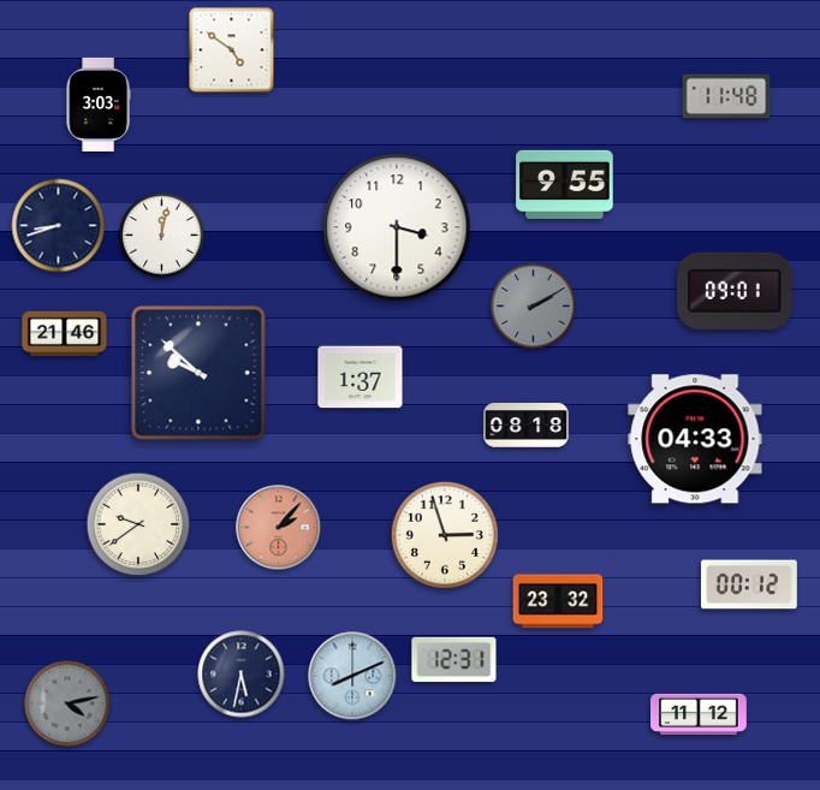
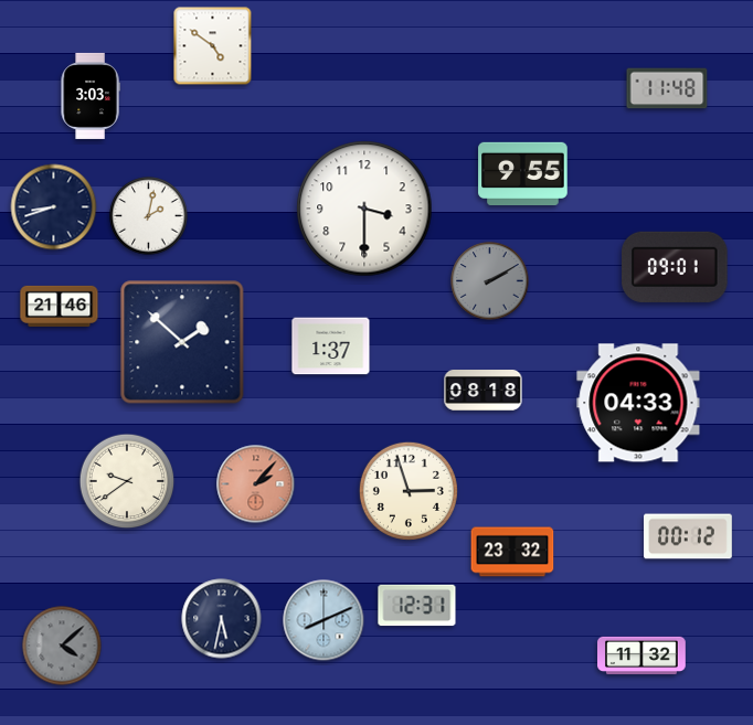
clock at (565, 184) position: (565, 184) -> (523, 173)
clock at (162, 236): 12:02 -> 2:02
clock at (198, 373): 9:52 -> 1:52
clock at (67, 703): 4:13 -> 4:08
clock at (699, 714): 11:12 -> 11:32
